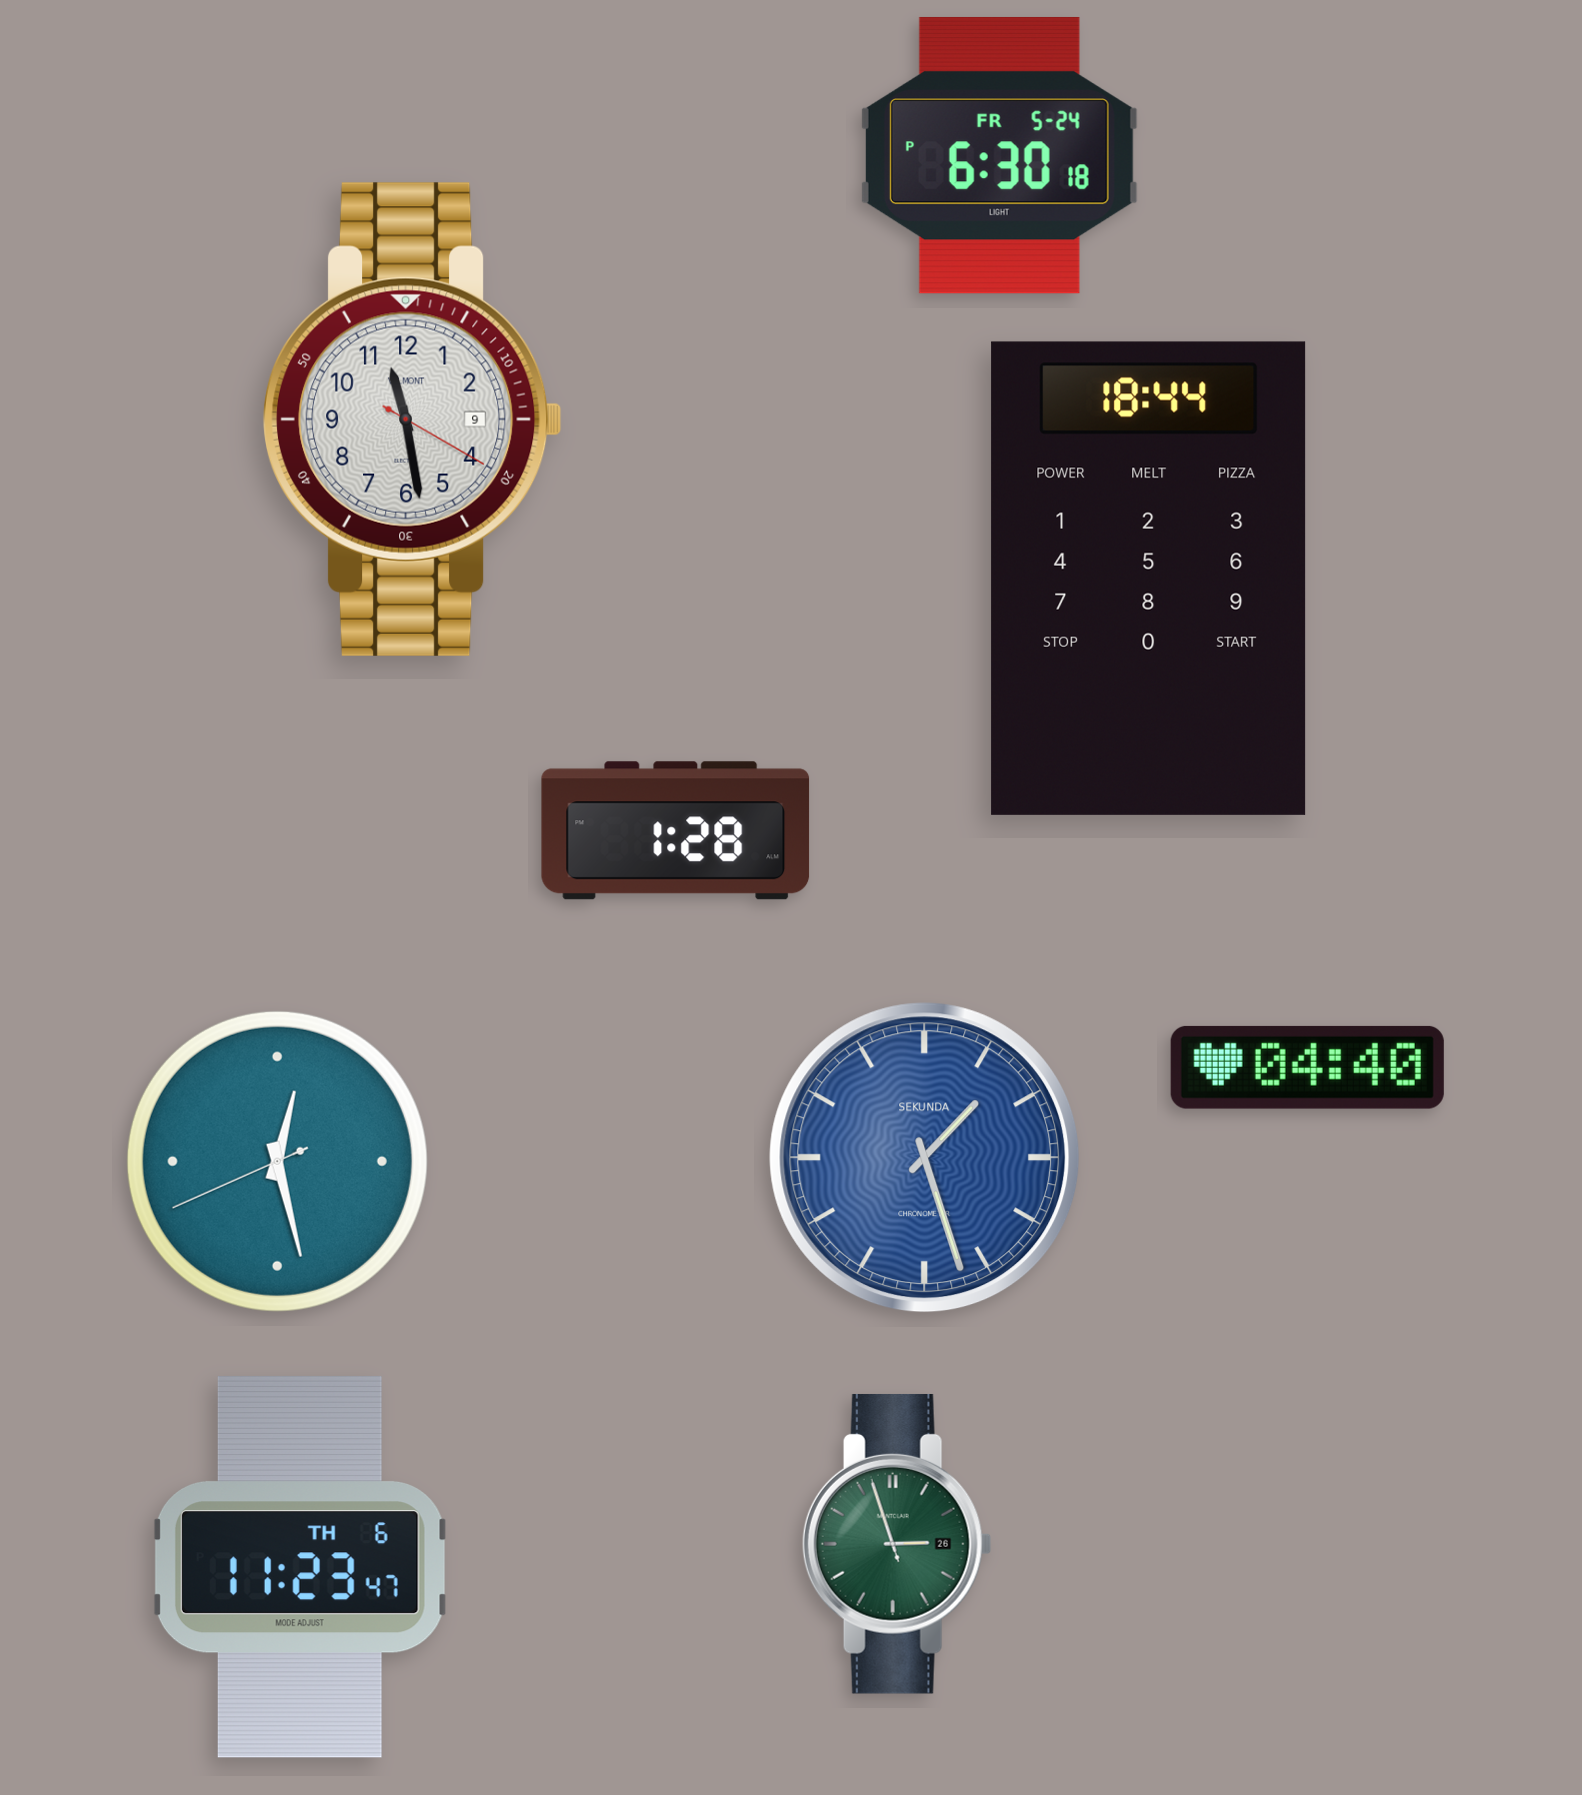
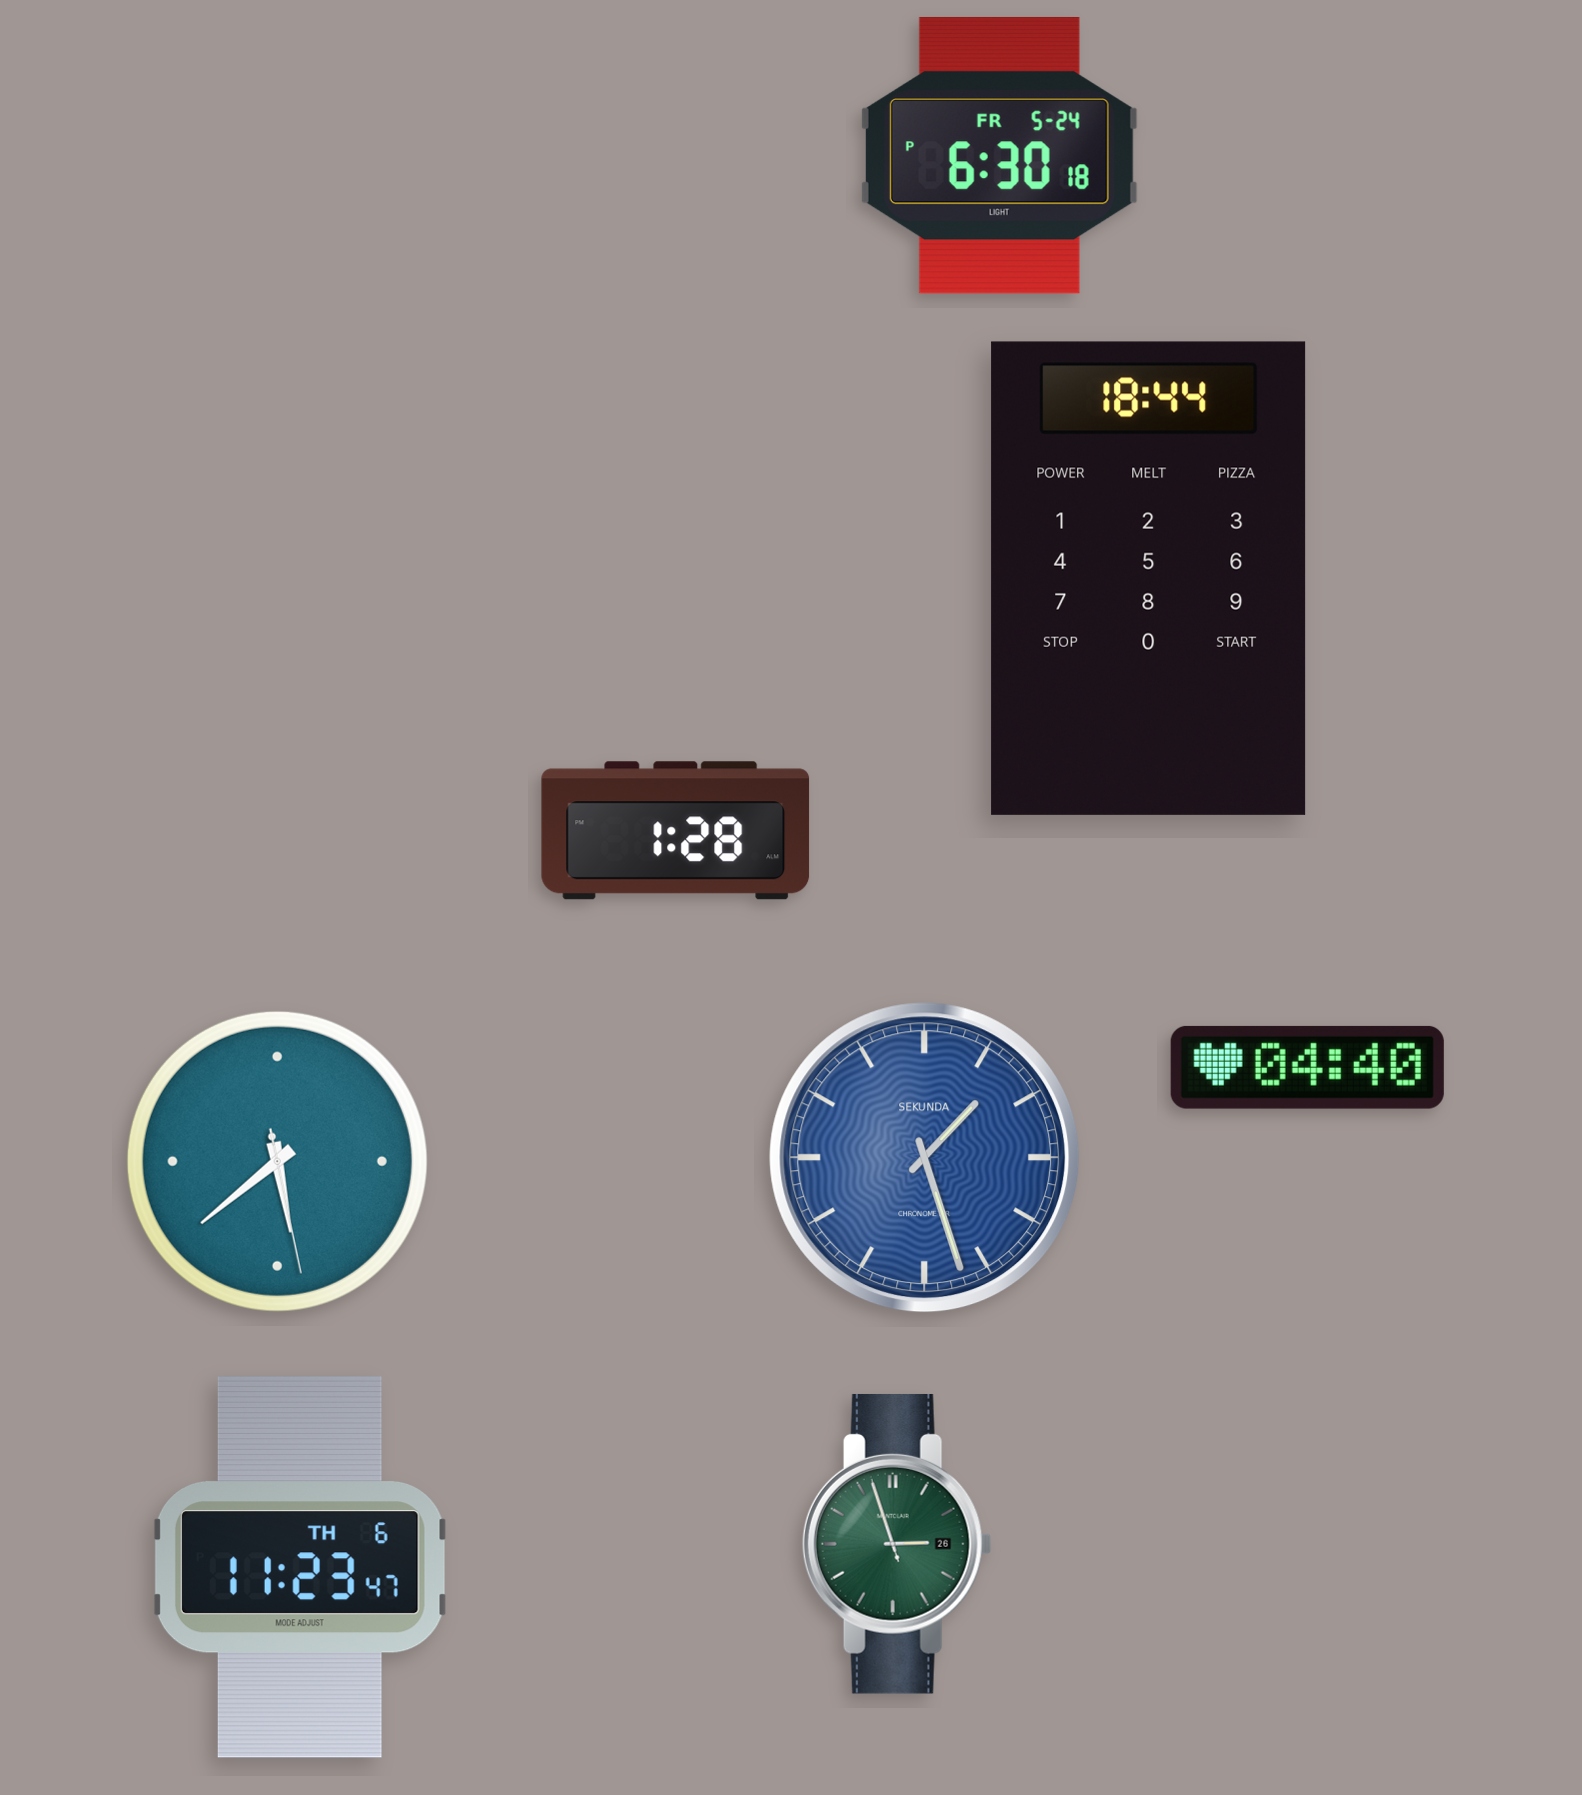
clock at (412, 419): 11:28 -> none
clock at (277, 1161): 12:27 -> 5:38
